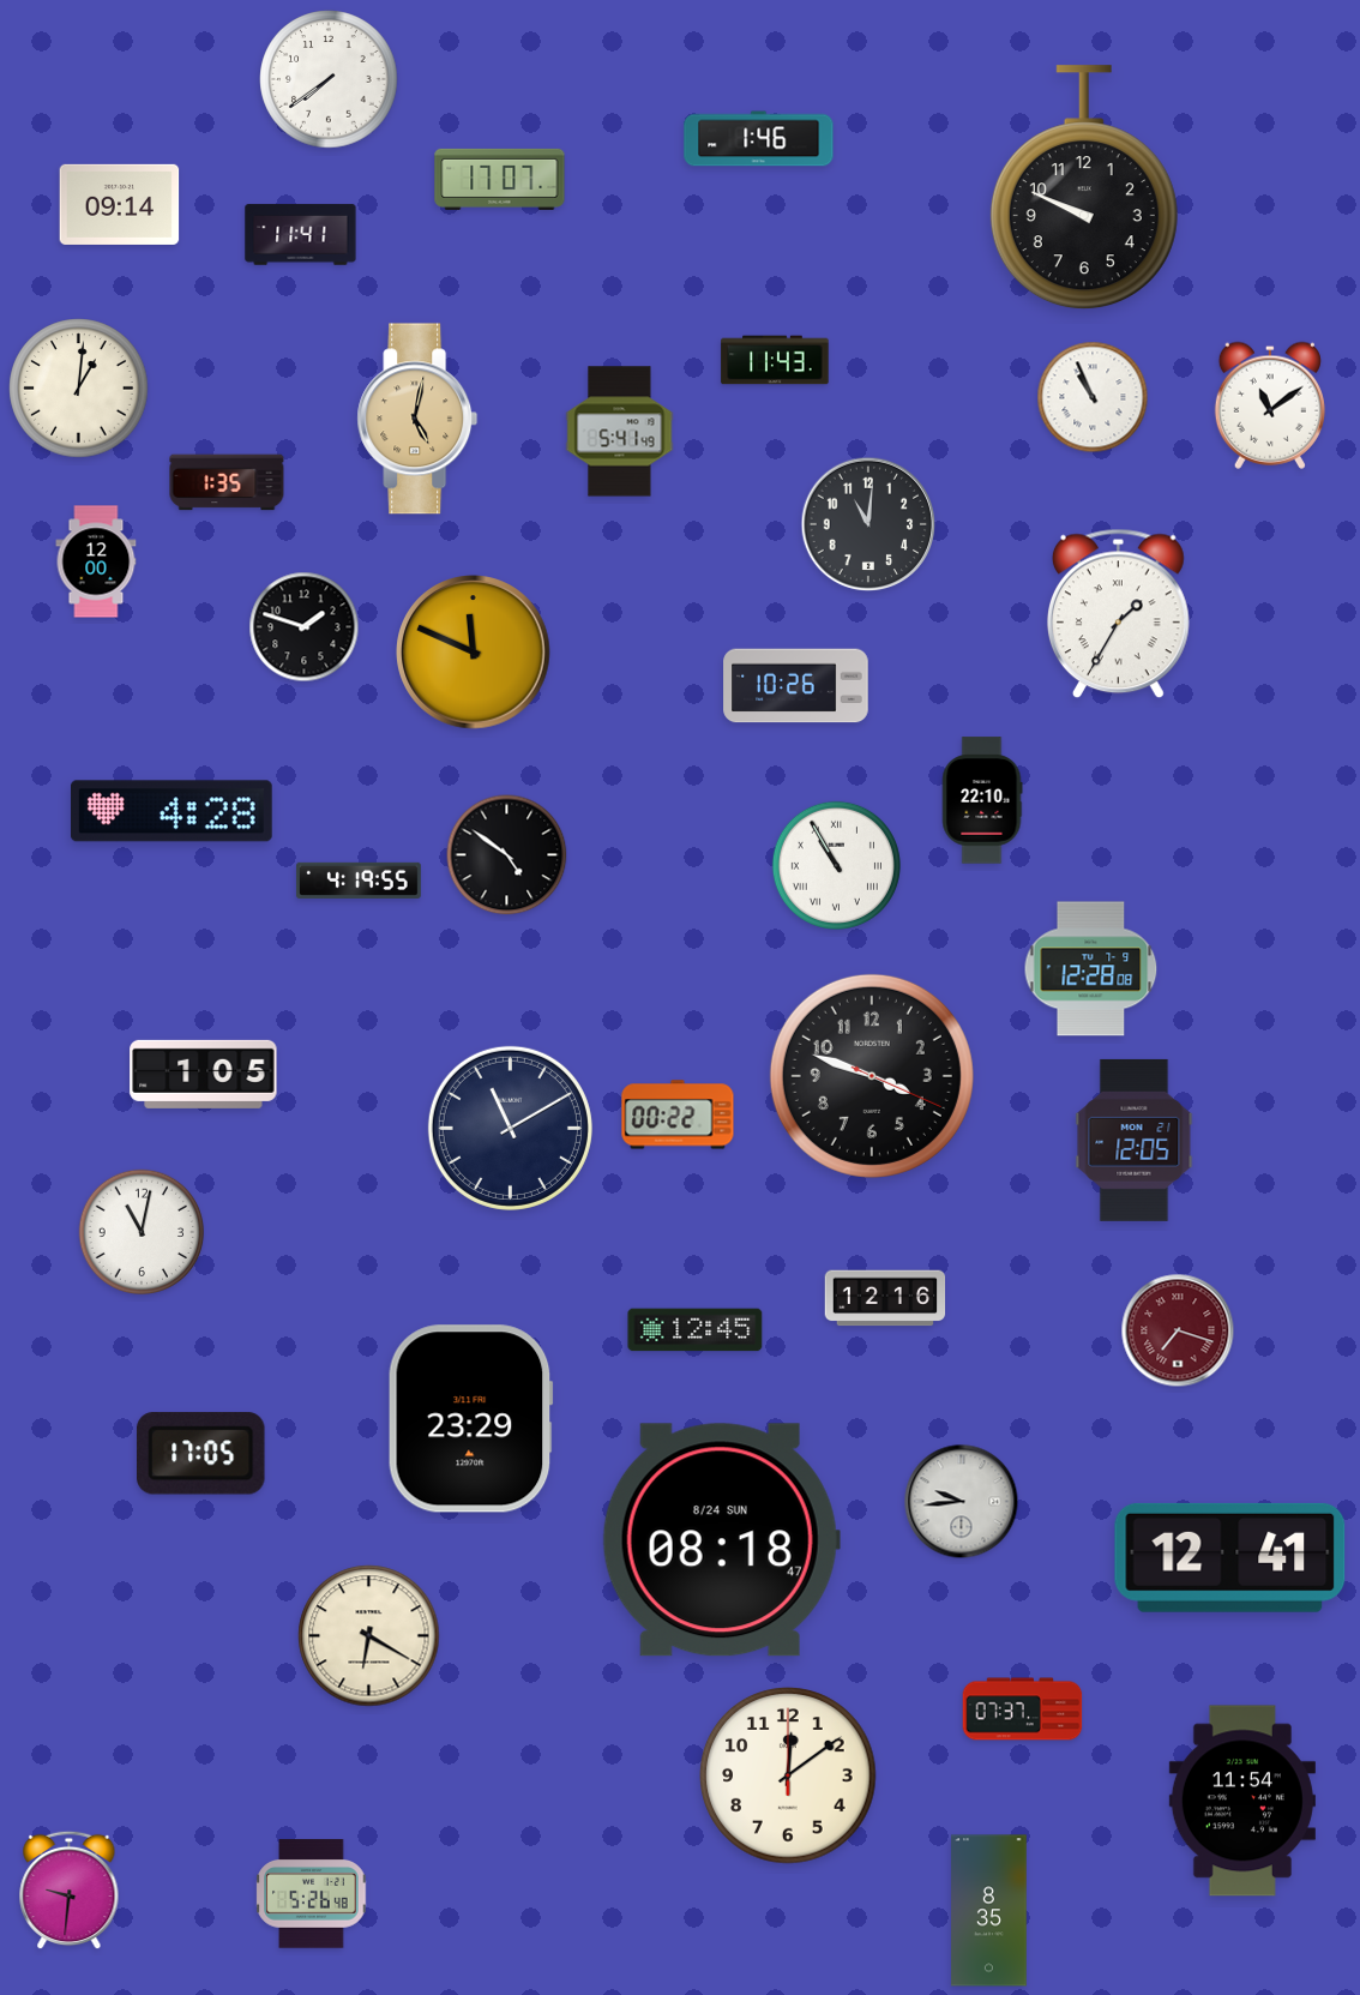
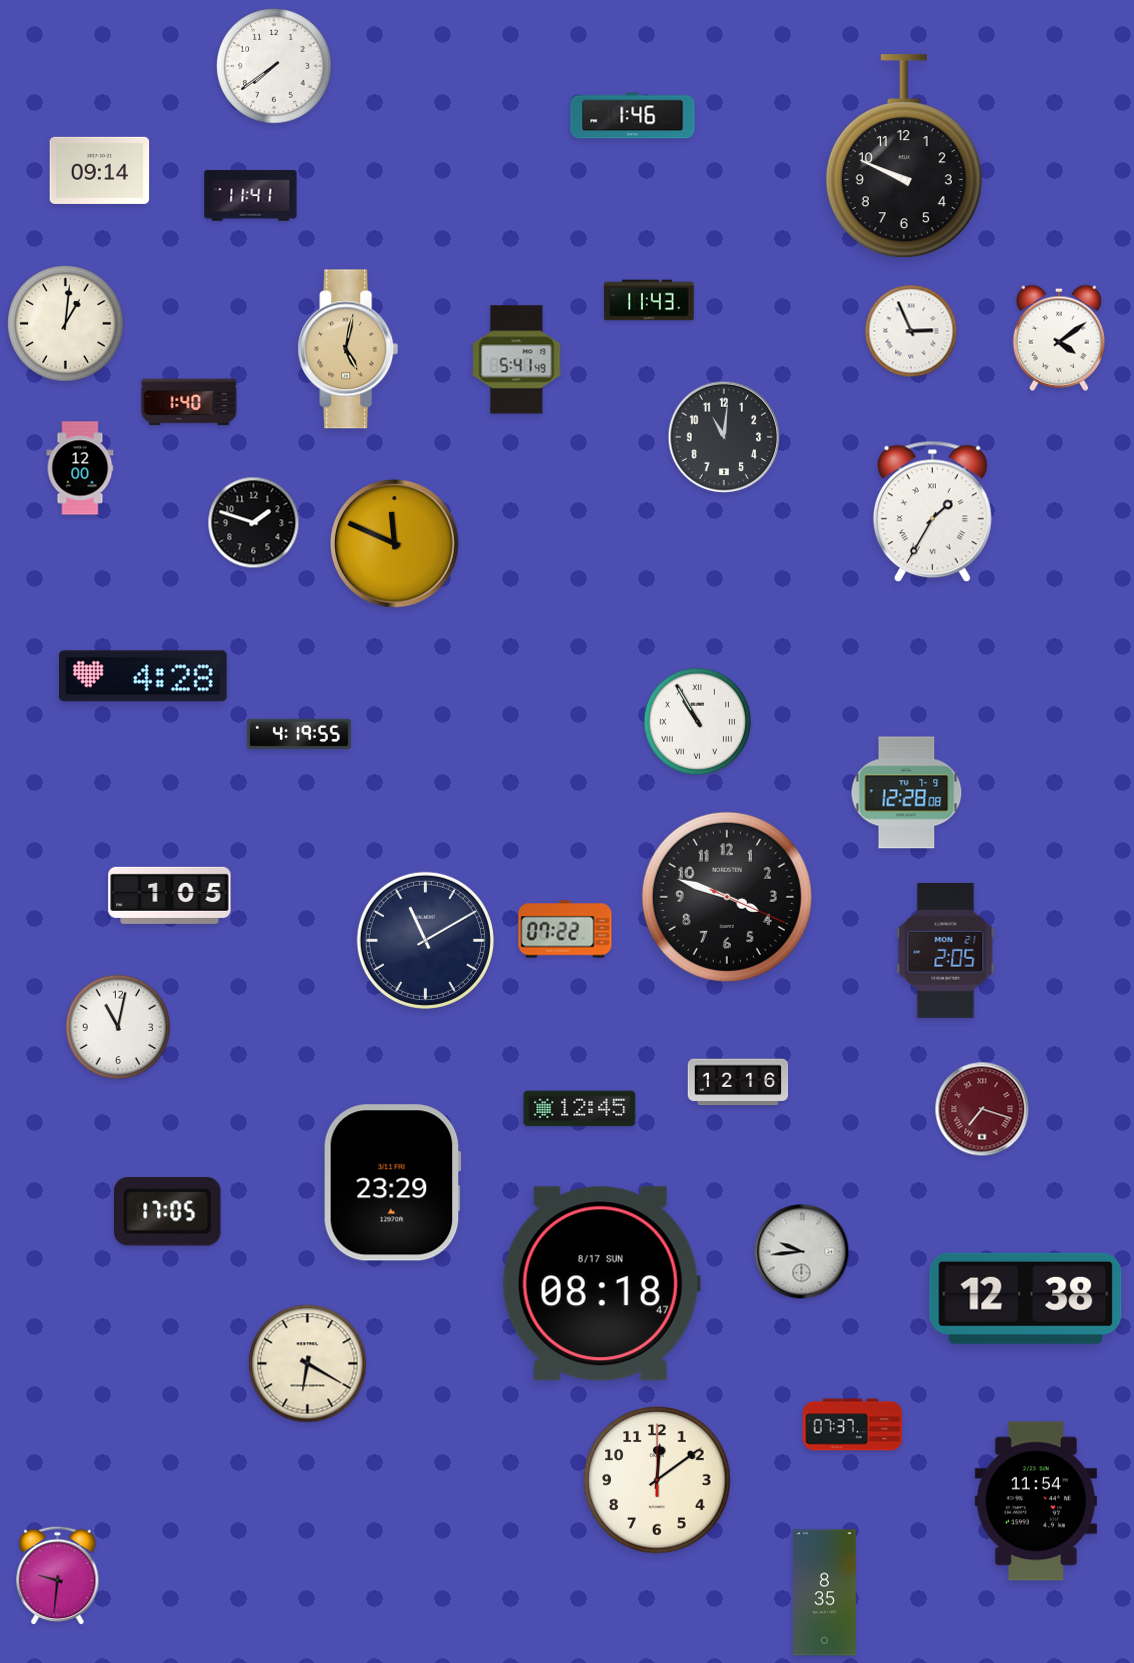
clock at (500, 179): 17:07 -> none
clock at (775, 360) position: (775, 360) -> (649, 300)
clock at (1093, 397): 10:56 -> 2:56
clock at (1270, 405): 11:09 -> 4:09
clock at (227, 482): 1:35 -> 1:40
clock at (796, 686): 10:26 -> none
clock at (982, 800): 22:10 -> none
clock at (507, 855): 4:51 -> none
clock at (1091, 969) position: (1091, 969) -> (907, 793)
clock at (678, 1114): 00:22 -> 07:22
clock at (1135, 1140): 12:05 -> 2:05
clock at (721, 1540) date: 8/24 SUN -> 8/17 SUN
clock at (1230, 1557): 12:41 -> 12:38
clock at (312, 1894): 5:26 -> none
